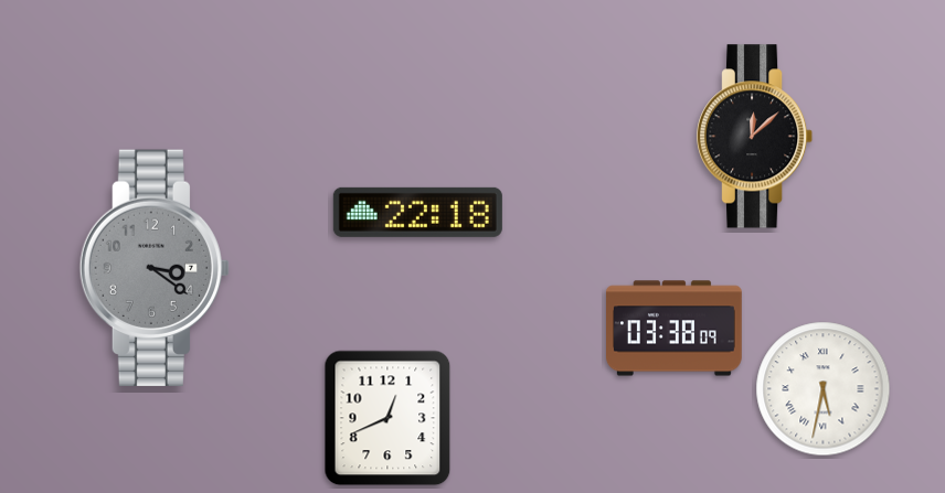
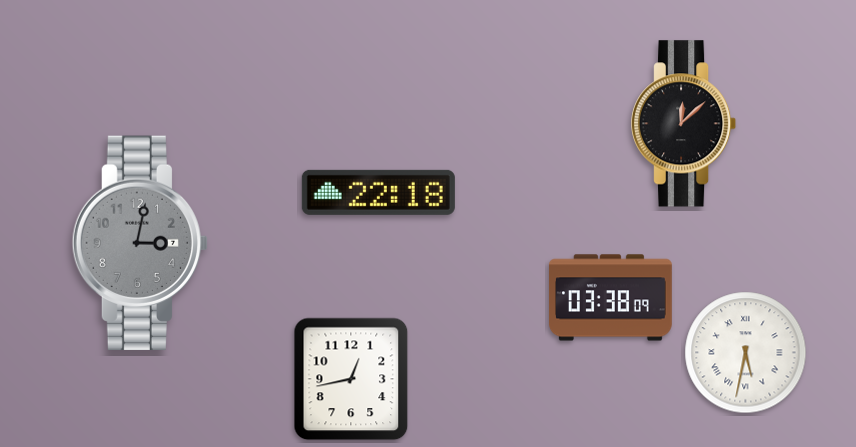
clock at (153, 267): 3:21 -> 3:02
clock at (387, 418): 12:41 -> 12:43
